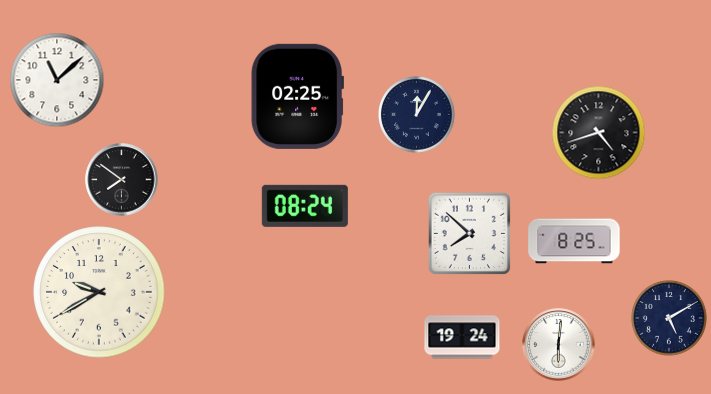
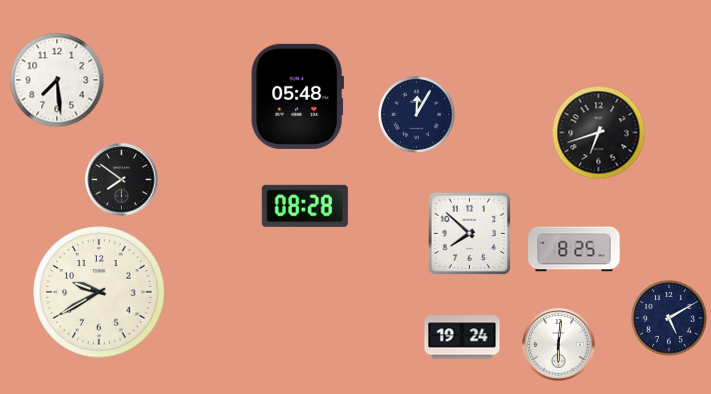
clock at (57, 80): 11:08 -> 7:29
clock at (297, 96): 02:25 -> 05:48
clock at (599, 133): 4:42 -> 6:42
clock at (305, 206): 08:24 -> 08:28
clock at (574, 241) position: (574, 241) -> (574, 249)
